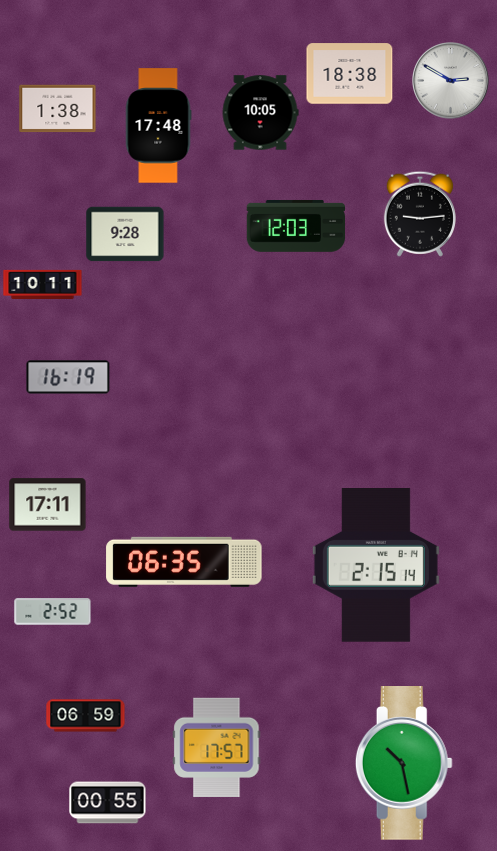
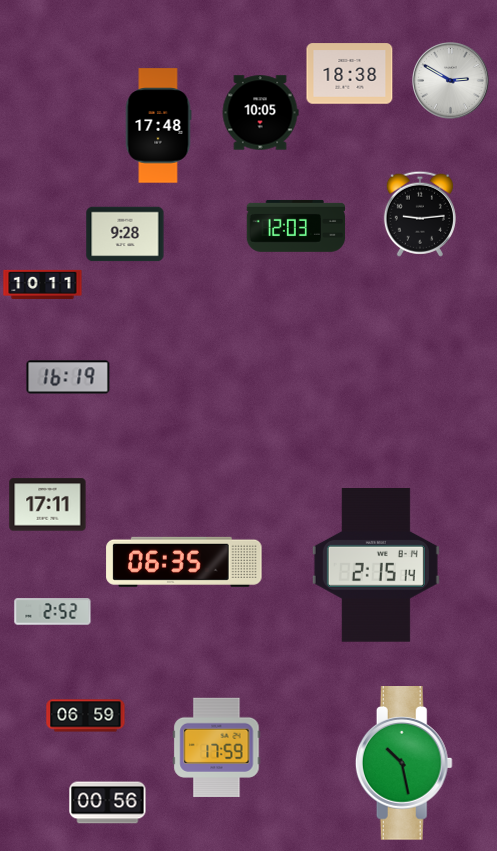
clock at (58, 109): 1:38 -> none
clock at (217, 747): 17:57 -> 17:59
clock at (108, 803): 00:55 -> 00:56
